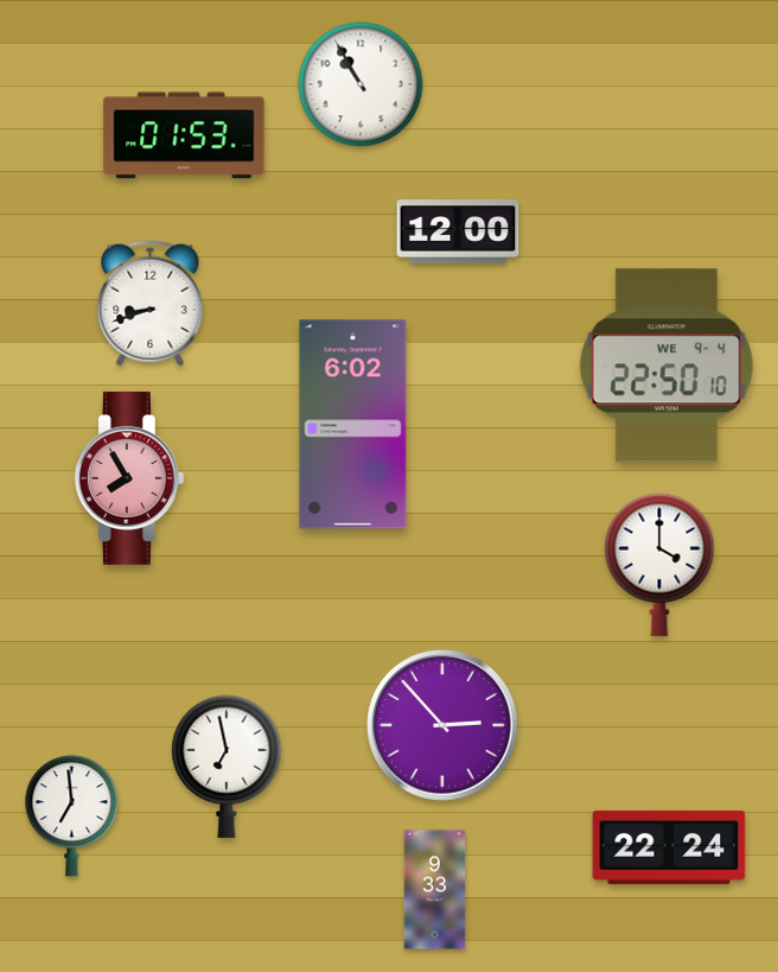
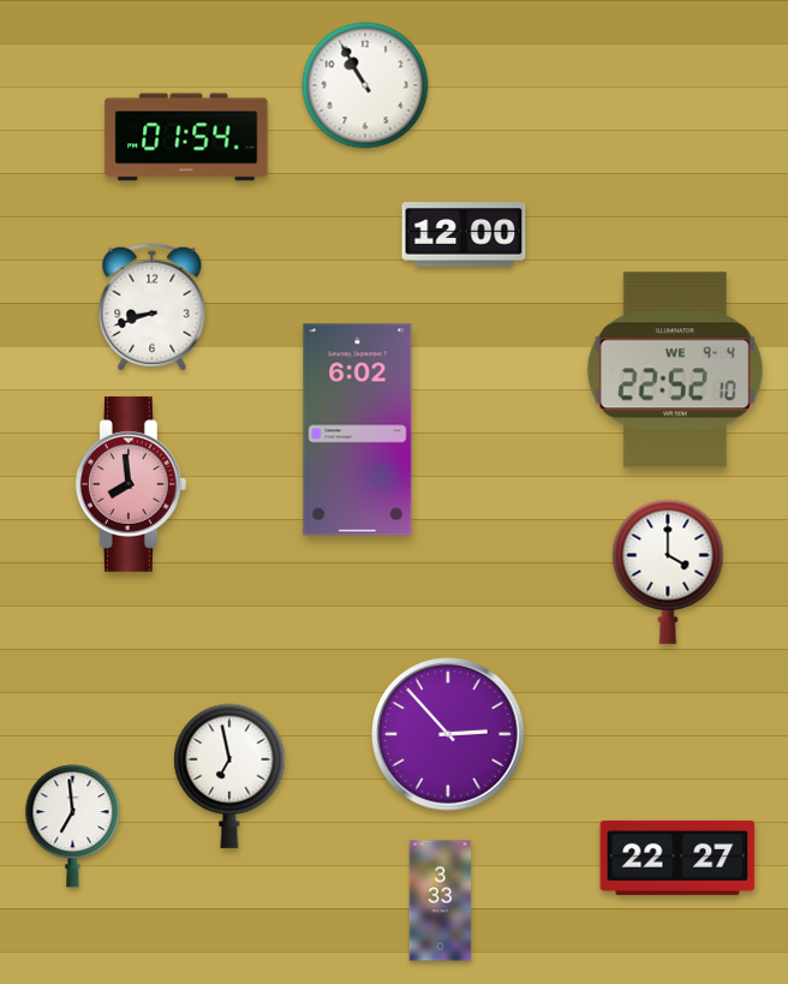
clock at (184, 135): 01:53 -> 01:54
clock at (667, 366): 22:50 -> 22:52
clock at (129, 478): 7:55 -> 7:59
clock at (669, 847): 22:24 -> 22:27
clock at (435, 890): 9:33 -> 3:33
